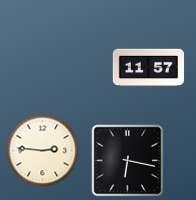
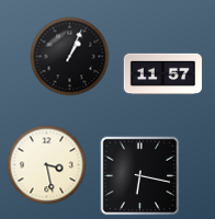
clock at (70, 57): none -> 1:04
clock at (43, 151): 2:46 -> 3:28
